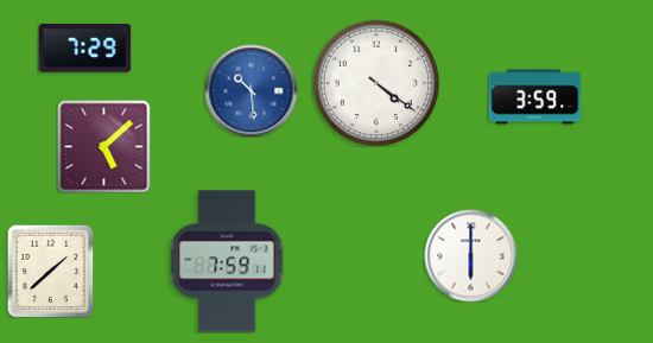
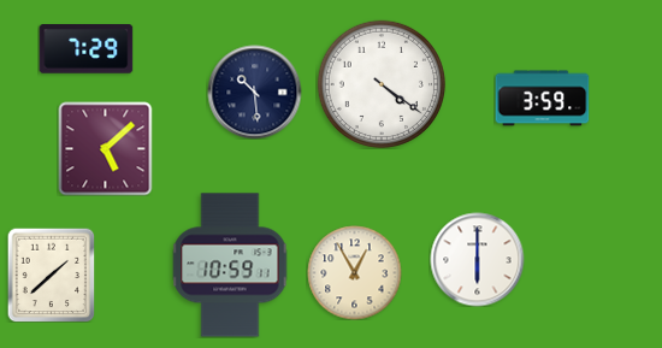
clock at (251, 90) dial: blue -> navy
clock at (227, 261): 7:59 -> 10:59
clock at (354, 272): none -> 12:55
